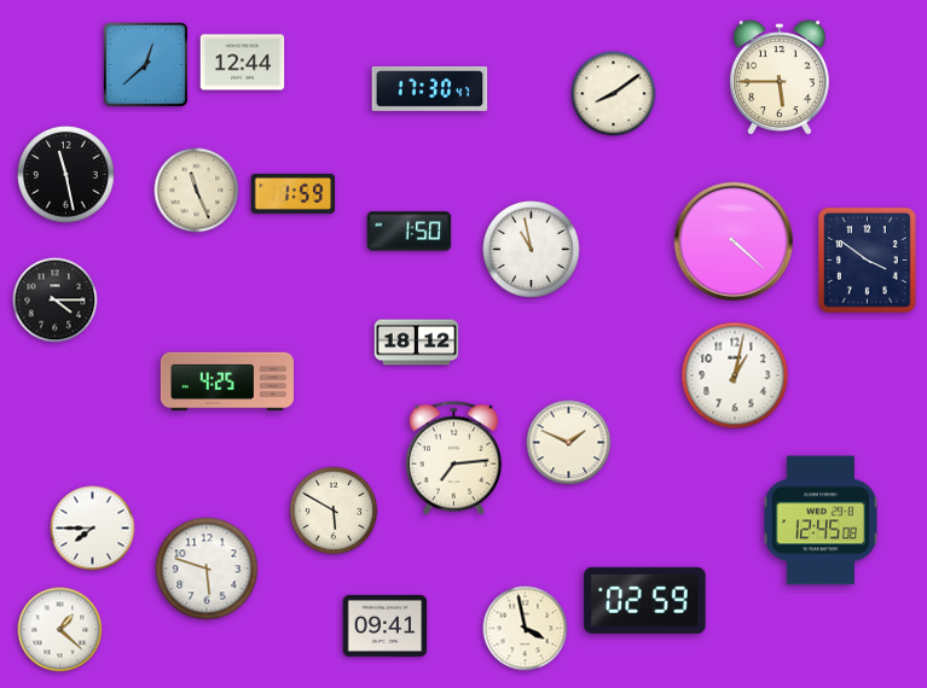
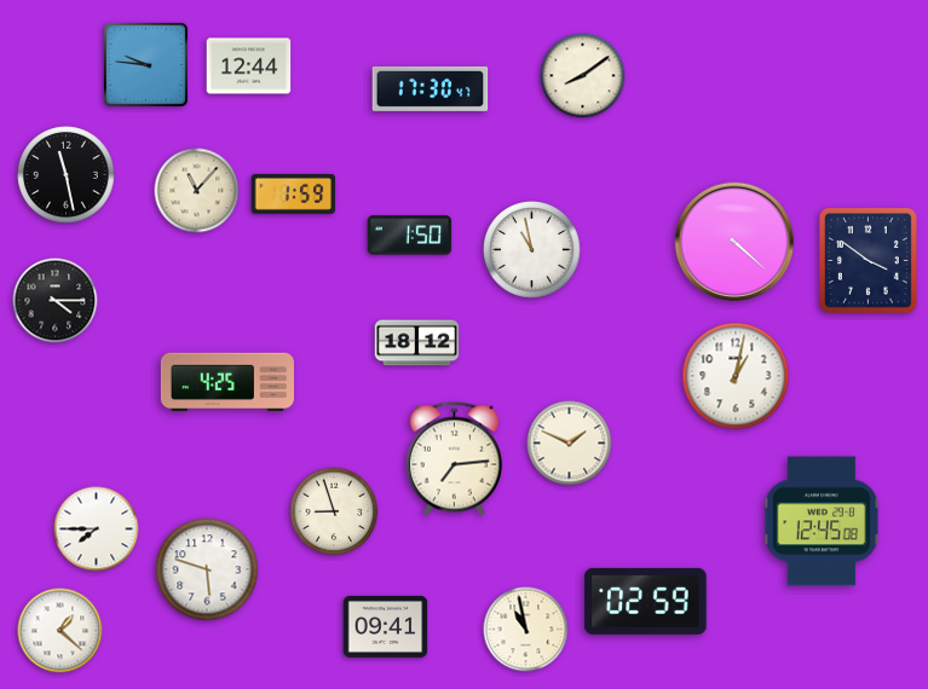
clock at (243, 63) position: (243, 63) -> (249, 66)
clock at (145, 64): 12:38 -> 9:46
clock at (780, 78): 5:45 -> none
clock at (614, 94) position: (614, 94) -> (583, 76)
clock at (197, 191): 11:26 -> 11:07
clock at (410, 232) position: (410, 232) -> (410, 236)
clock at (334, 511): 5:50 -> 8:57
clock at (93, 529) position: (93, 529) -> (97, 529)
clock at (526, 629): 3:58 -> 10:58
